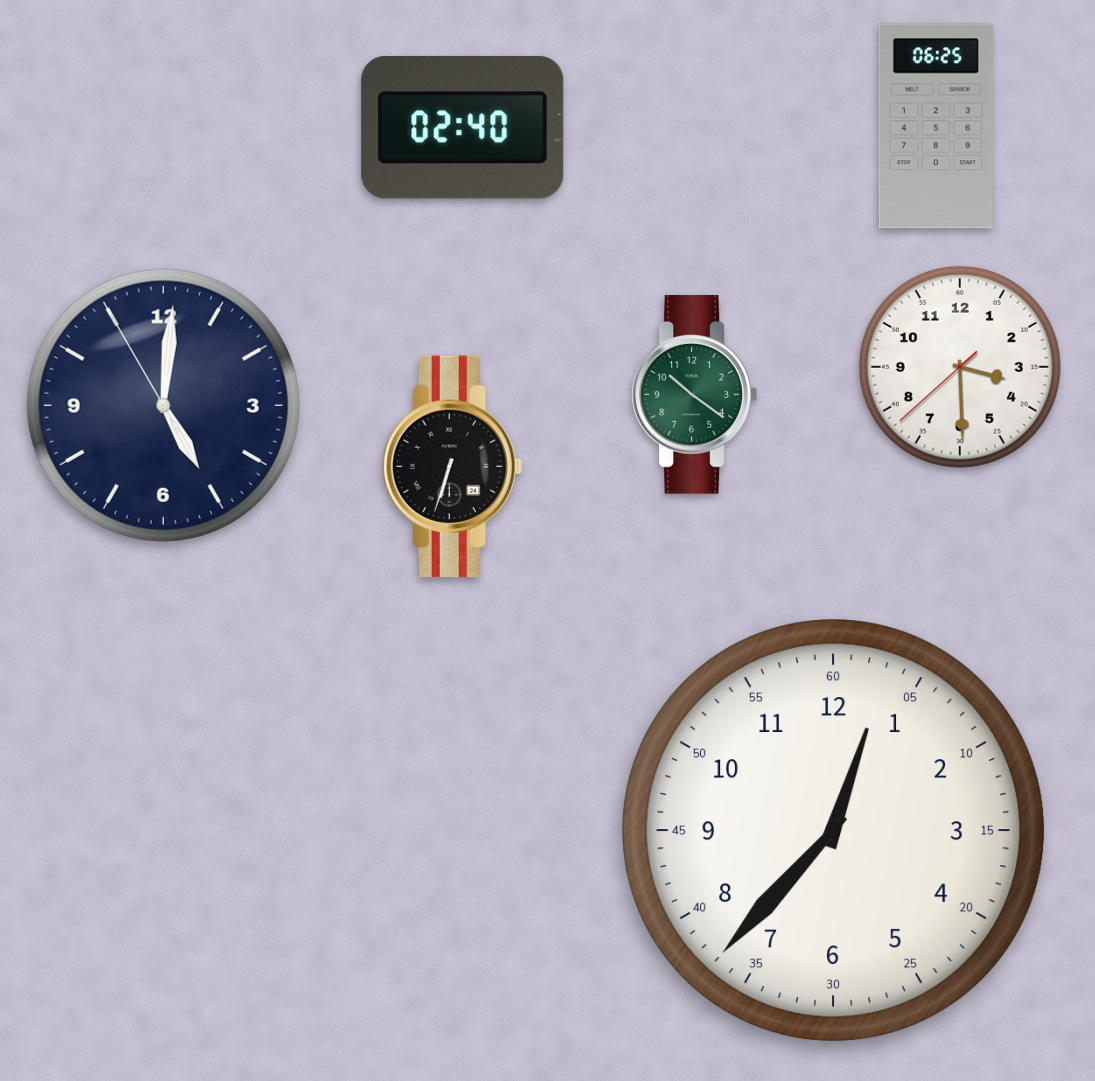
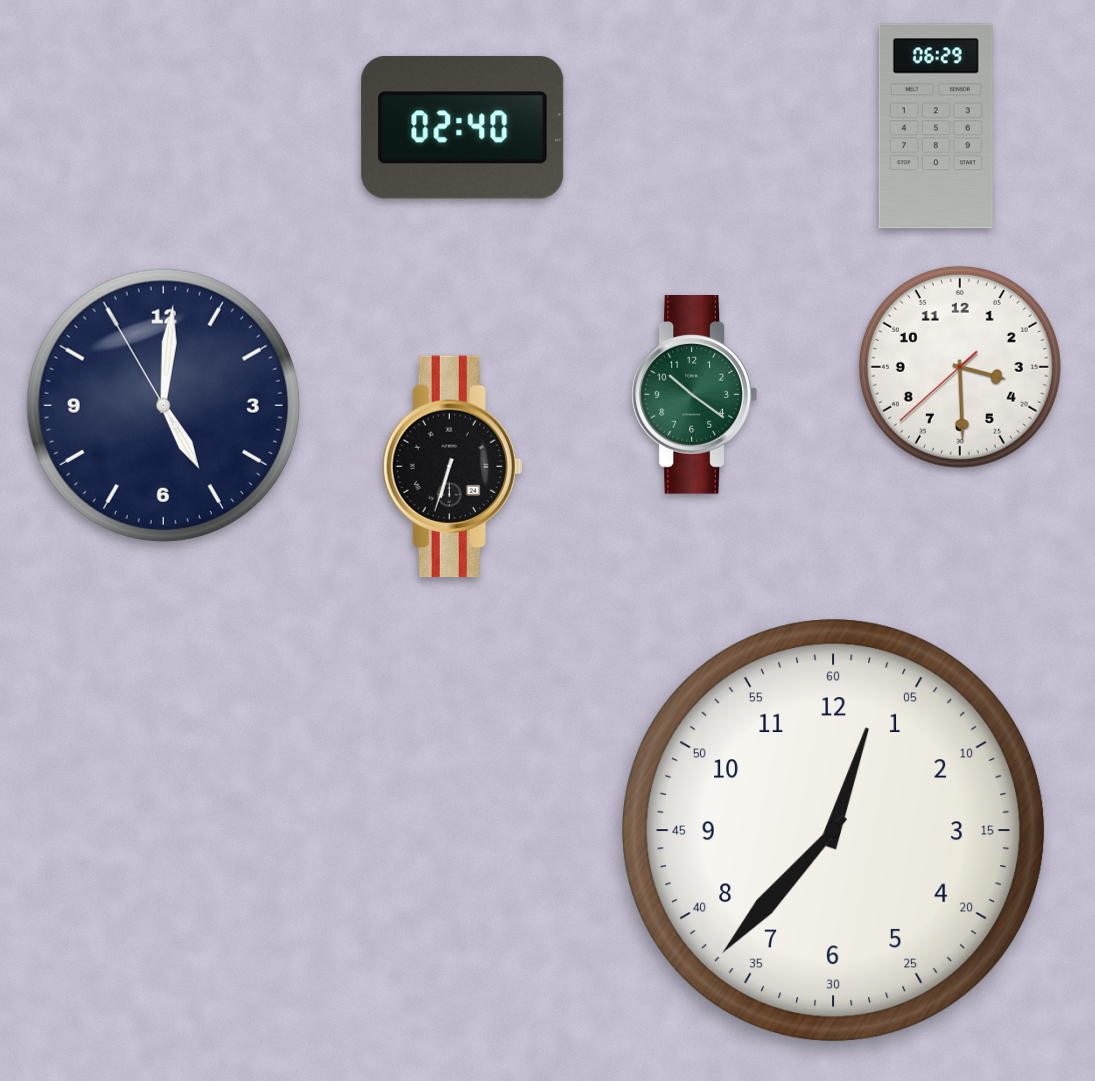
clock at (936, 126): 06:25 -> 06:29
